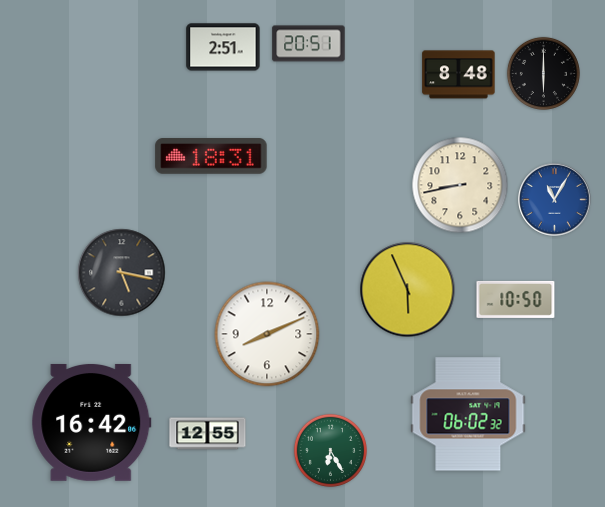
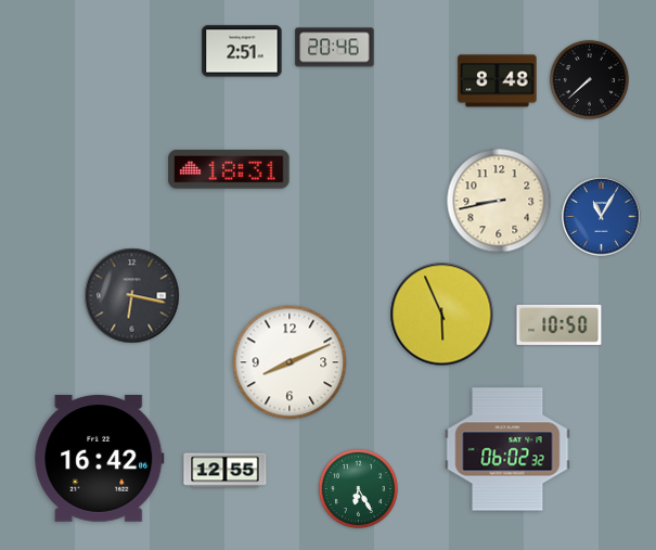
clock at (309, 44): 20:51 -> 20:46
clock at (543, 73): 6:00 -> 7:38
clock at (122, 273): 5:17 -> 6:17
